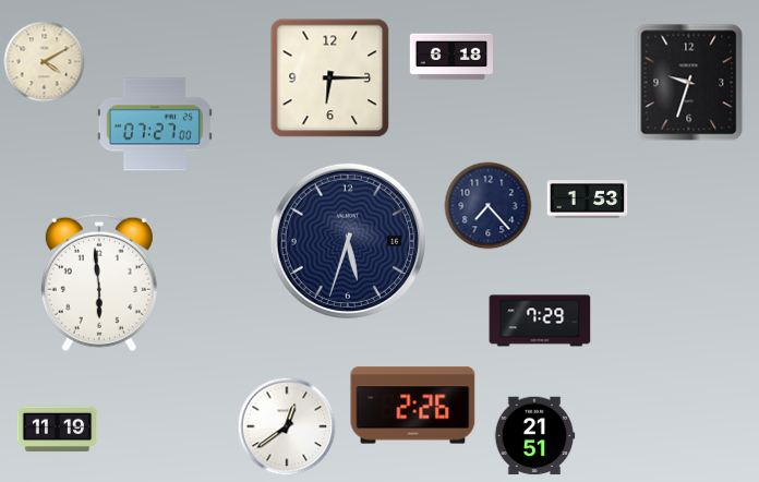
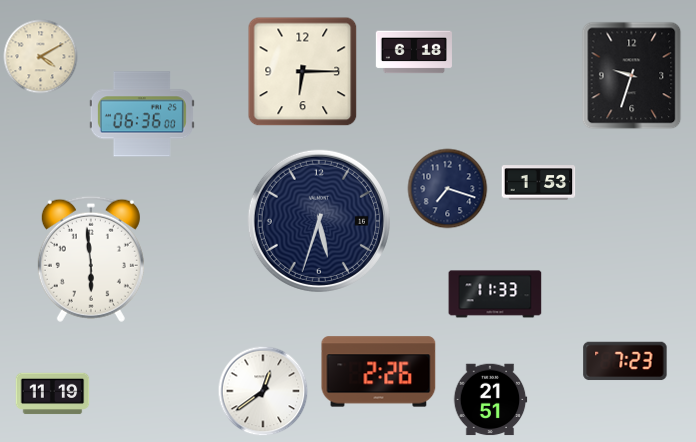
clock at (155, 124): 07:27 -> 06:36
clock at (489, 206): 7:23 -> 7:18
clock at (540, 321): 7:29 -> 11:33
clock at (625, 361): none -> 7:23
